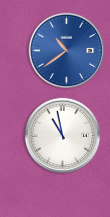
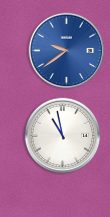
clock at (67, 51): 10:39 -> 9:39
